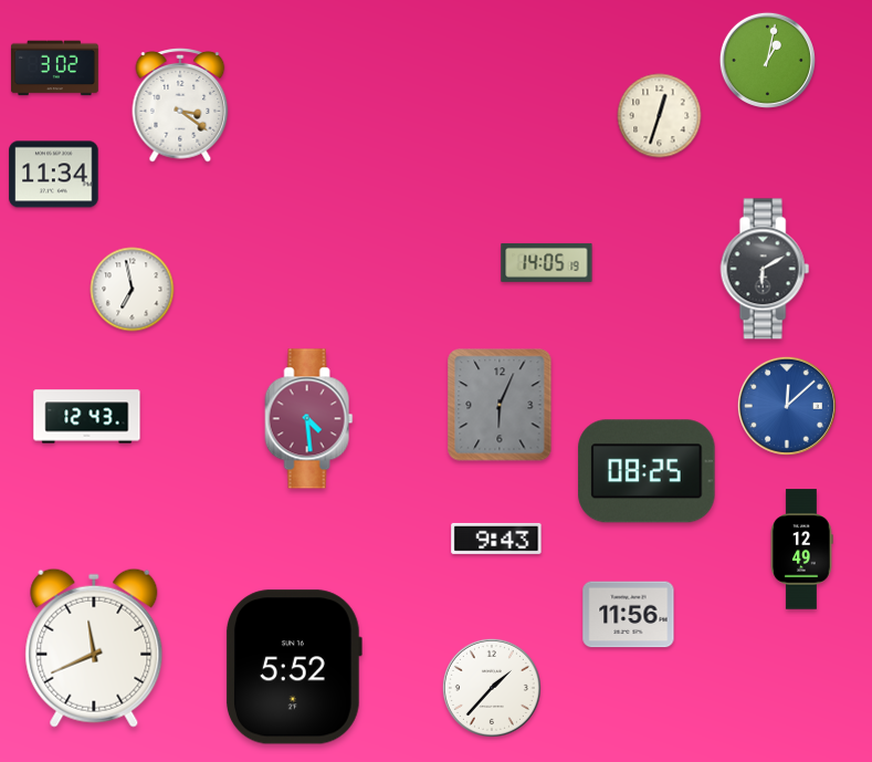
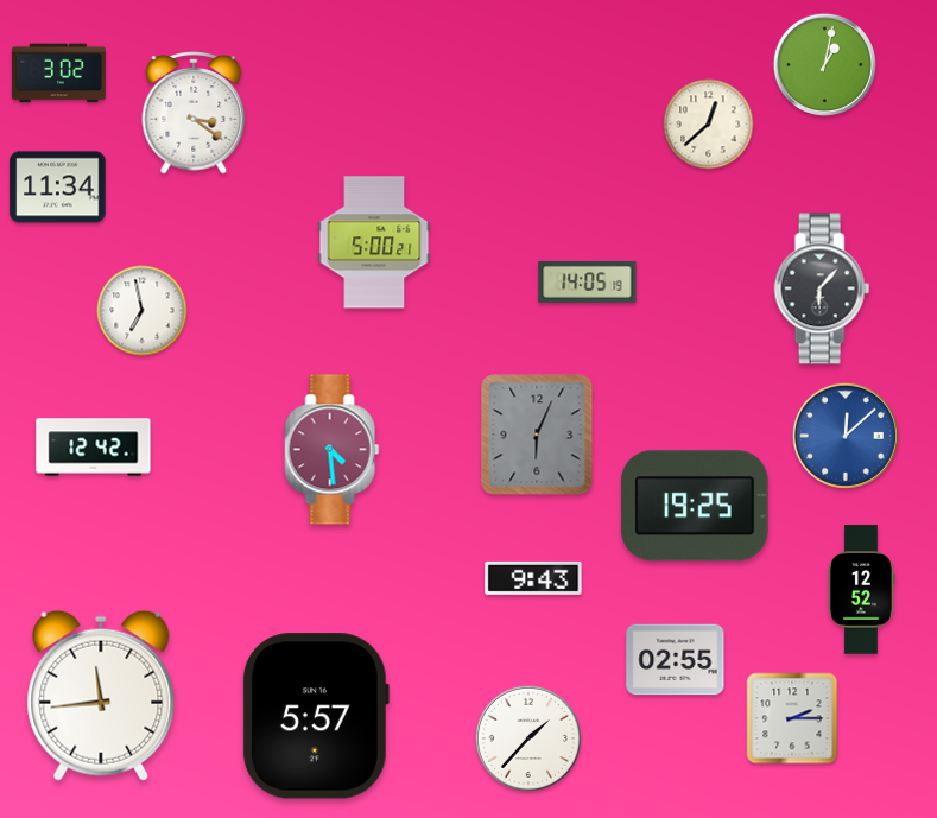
clock at (660, 116): 12:33 -> 12:38
clock at (374, 242): none -> 5:00
clock at (765, 269): 6:10 -> 6:07
clock at (87, 417): 12:43 -> 12:42
clock at (647, 471): 08:25 -> 19:25
clock at (801, 550): 12:49 -> 12:52
clock at (629, 615): 11:56 -> 02:55
clock at (94, 648): 11:41 -> 11:44
clock at (294, 667): 5:52 -> 5:57
clock at (792, 718): none -> 2:15
